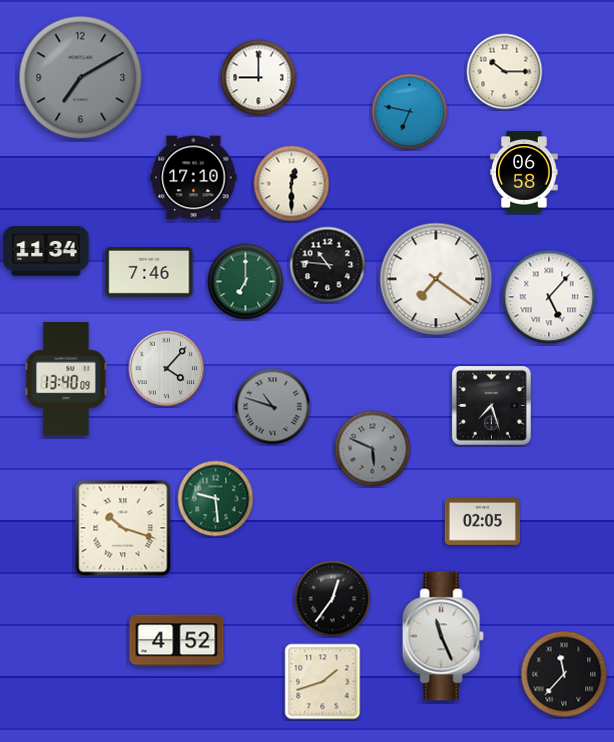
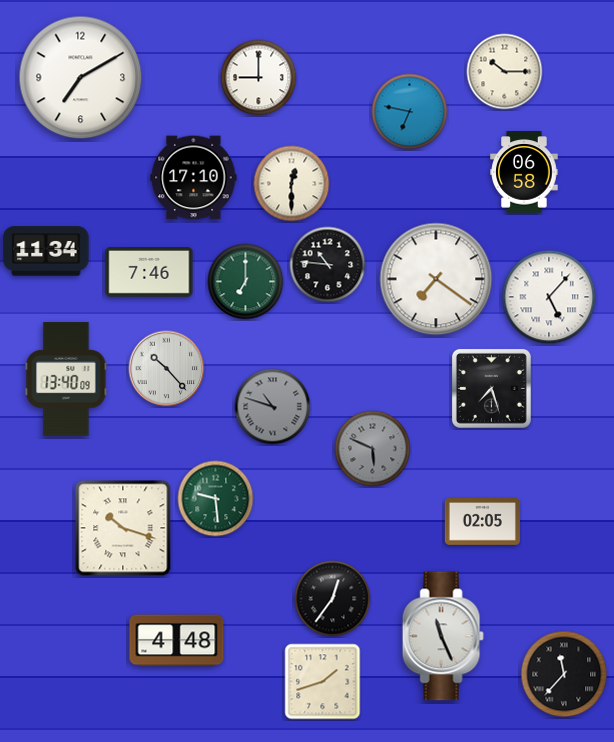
clock at (81, 78) dial: grey -> white
clock at (167, 369): 4:07 -> 10:23
clock at (491, 405) position: (491, 405) -> (491, 388)
clock at (177, 641): 4:52 -> 4:48
